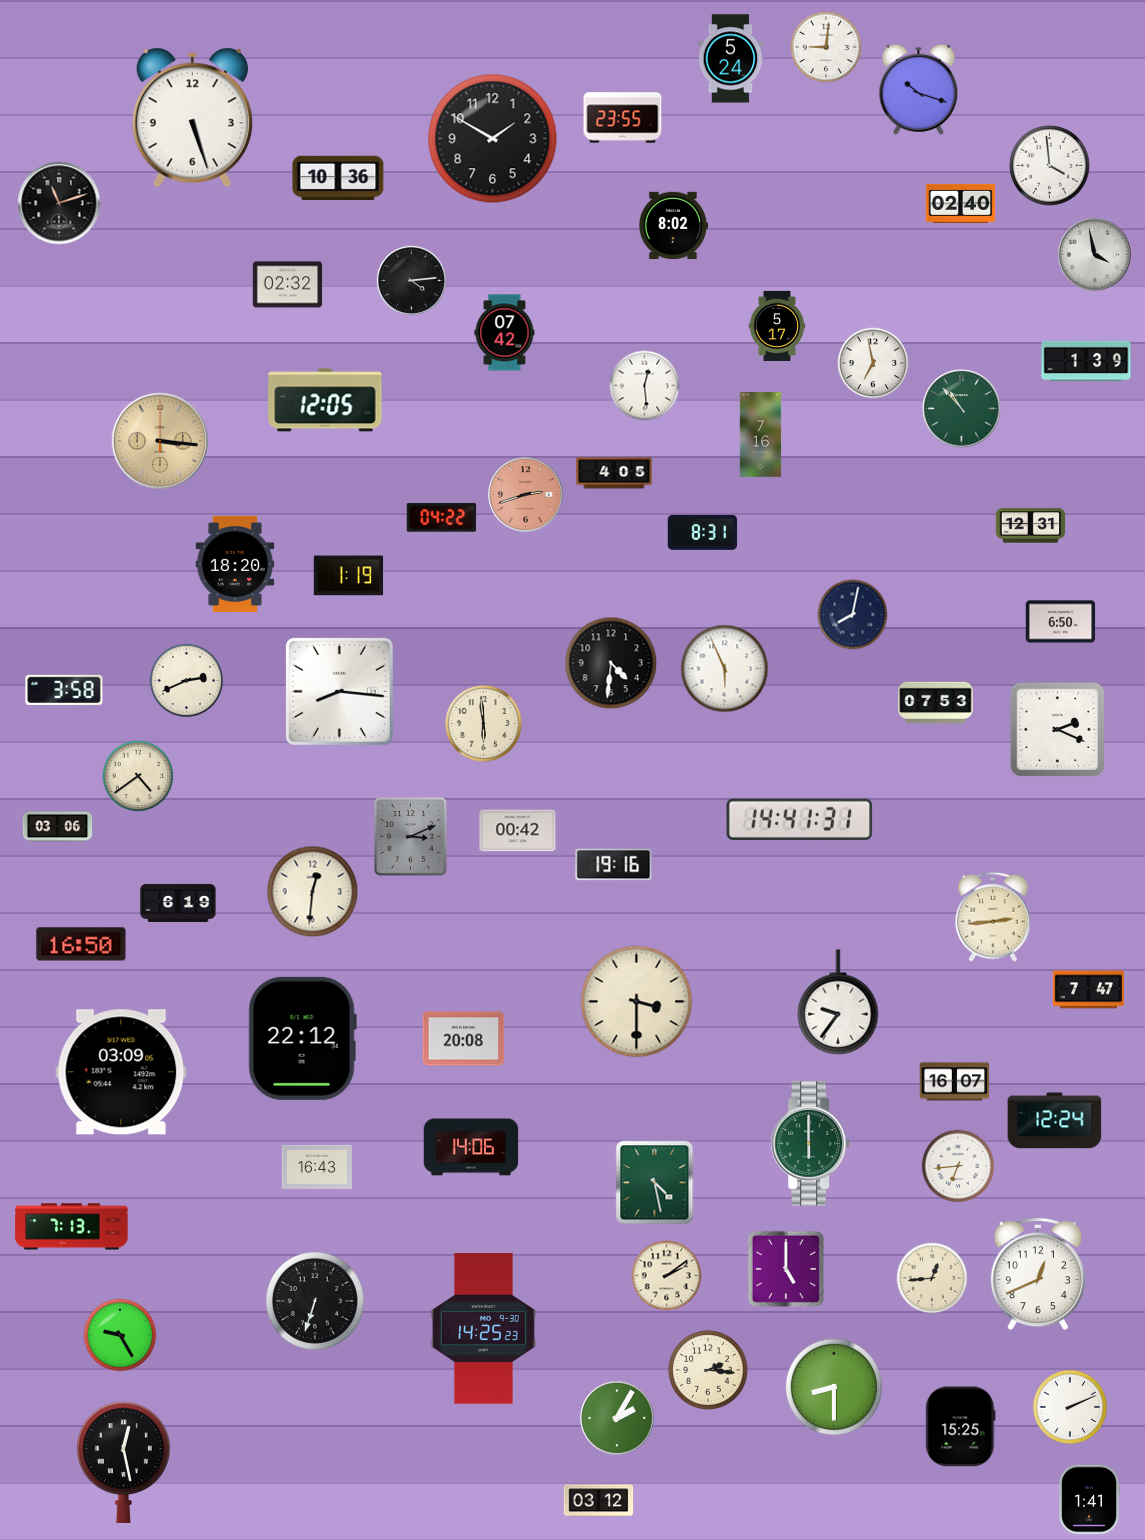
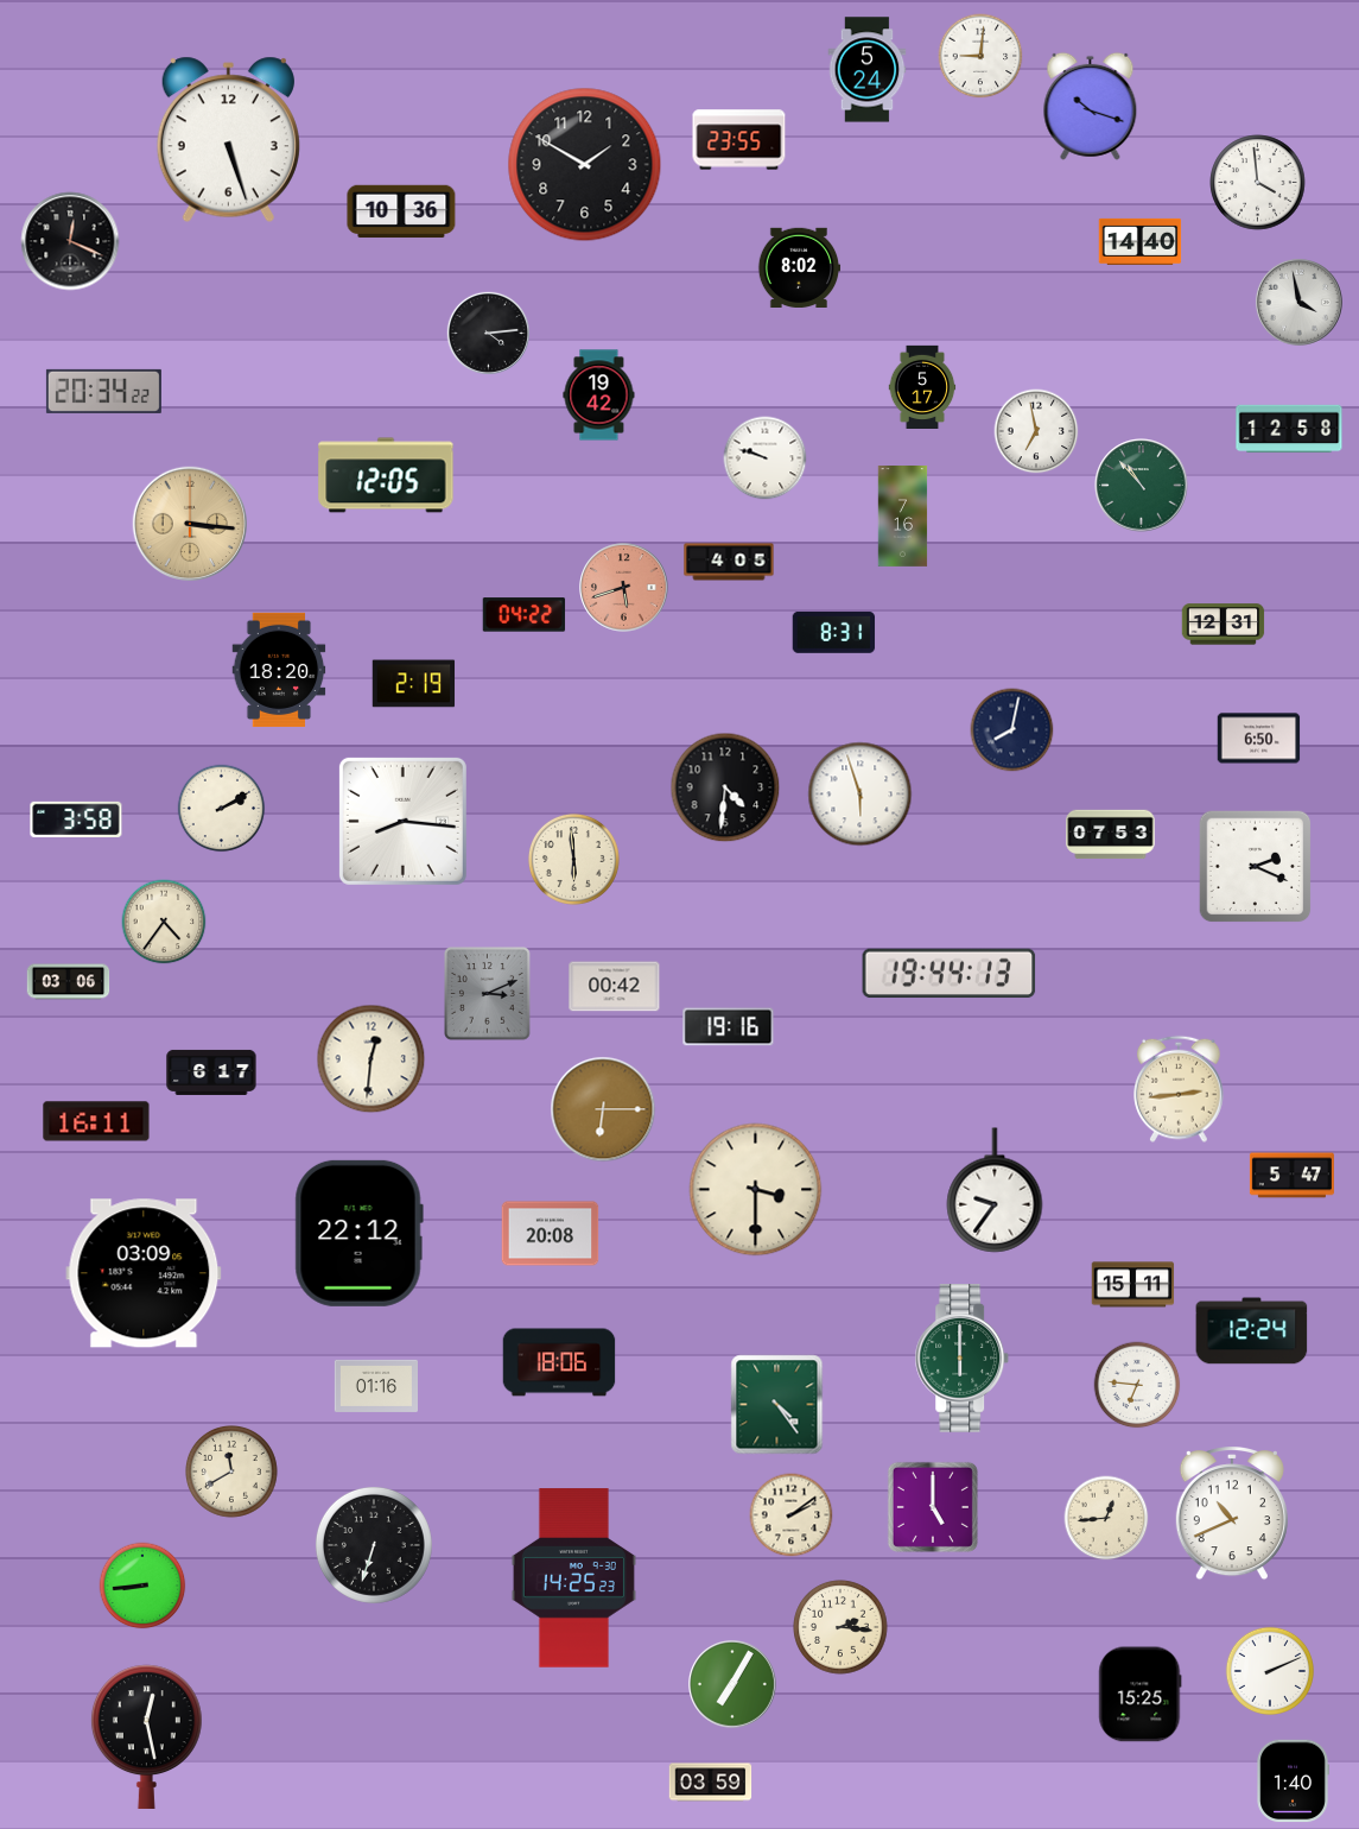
clock at (1050, 166) position: (1050, 166) -> (1258, 183)
clock at (59, 203): 11:12 -> 12:19
clock at (961, 203): 02:40 -> 14:40
clock at (288, 285): 02:32 -> none
clock at (103, 391): none -> 20:34
clock at (505, 333): 07:42 -> 19:42
clock at (1086, 361): 1:39 -> 12:58
clock at (645, 386): 12:29 -> 9:48
clock at (526, 495): 2:42 -> 5:42
clock at (349, 576): 1:19 -> 2:19
clock at (725, 669): 5:56 -> 5:57
clock at (187, 681): 2:41 -> 2:10
clock at (138, 776): 4:39 -> 4:36
clock at (800, 820): 14:41 -> 19:44
clock at (178, 903): 6:19 -> 6:17
clock at (603, 1109): none -> 6:15
clock at (81, 944): 16:50 -> 16:11
clock at (1088, 990): 7:47 -> 5:47
clock at (955, 1082): 16:07 -> 15:11
clock at (471, 1147): 14:06 -> 18:06
clock at (958, 1166): 6:44 -> 6:46
clock at (316, 1167): 16:43 -> 01:16
clock at (655, 1183): 4:28 -> 4:24
clock at (72, 1227): 7:13 -> none
clock at (233, 1473): none -> 11:40
clock at (1038, 1275): 12:41 -> 10:41
clock at (120, 1335): 9:25 -> 8:44
clock at (834, 1387): 8:30 -> none
clock at (618, 1419): 2:05 -> 7:05
clock at (1089, 1500): 1:41 -> 1:40
clock at (599, 1501): 03:12 -> 03:59
